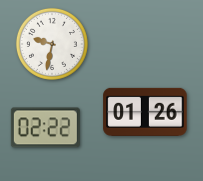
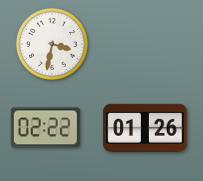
clock at (52, 44): 9:32 -> 3:32
clock at (145, 112) position: (145, 112) -> (145, 128)
